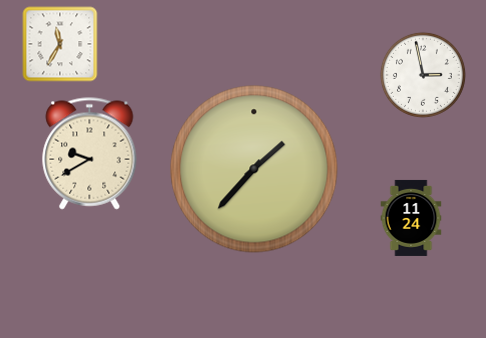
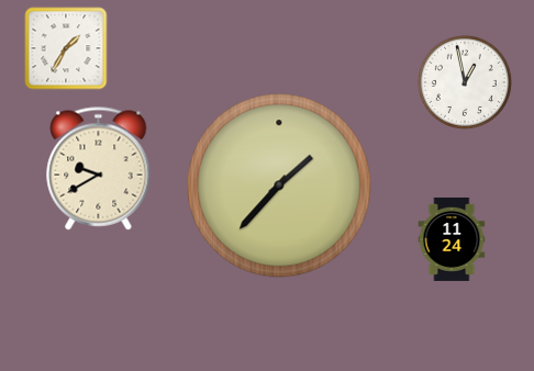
clock at (60, 44): 11:35 -> 1:35
clock at (423, 75): 2:58 -> 12:58
